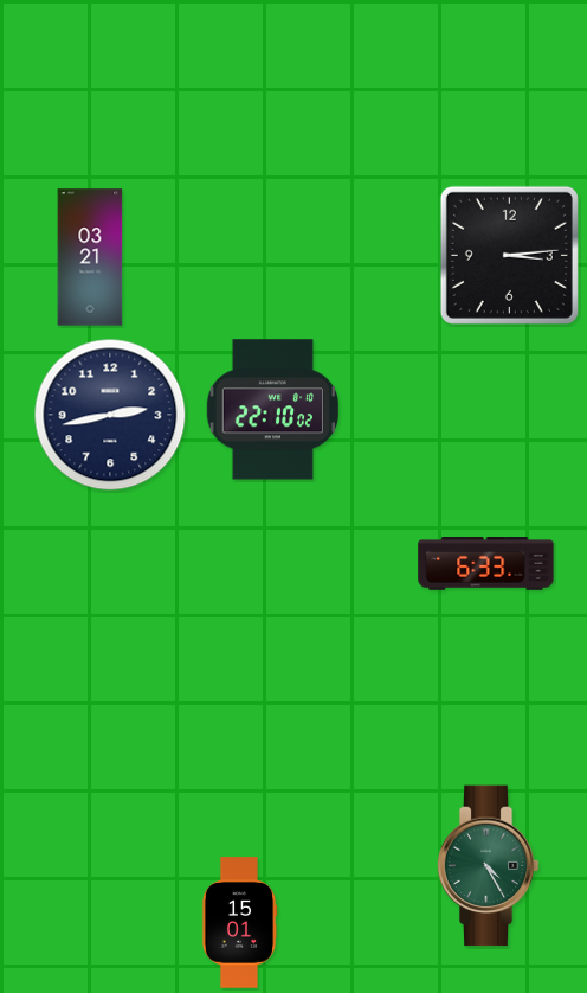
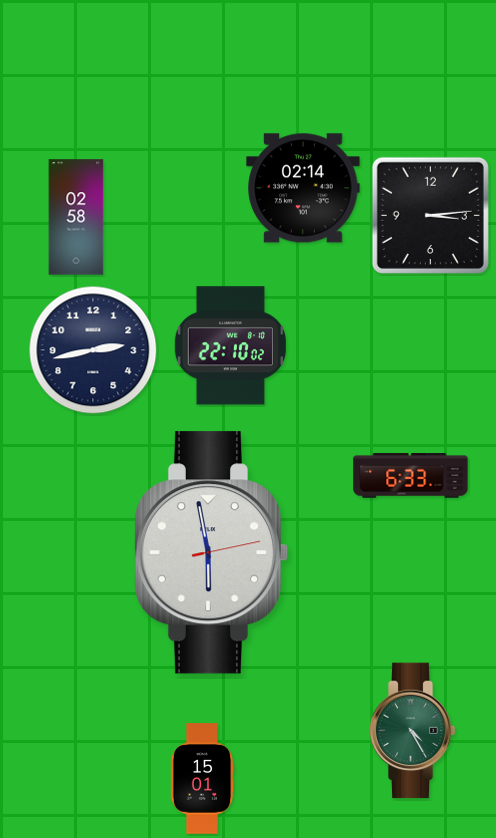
clock at (303, 188): none -> 02:14
clock at (90, 257): 03:21 -> 02:58
clock at (212, 553): none -> 5:58
